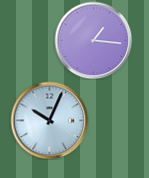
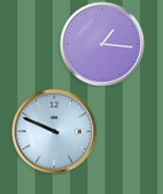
clock at (49, 120): 10:04 -> 9:49
